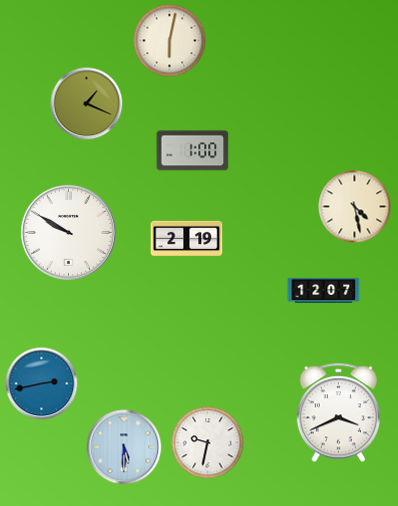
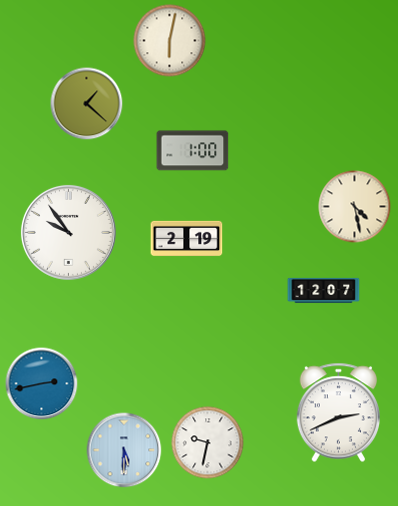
clock at (87, 104): 1:19 -> 1:22
clock at (68, 232): 9:50 -> 9:54
clock at (338, 413): 3:41 -> 2:41
clock at (124, 447) position: (124, 447) -> (124, 450)
